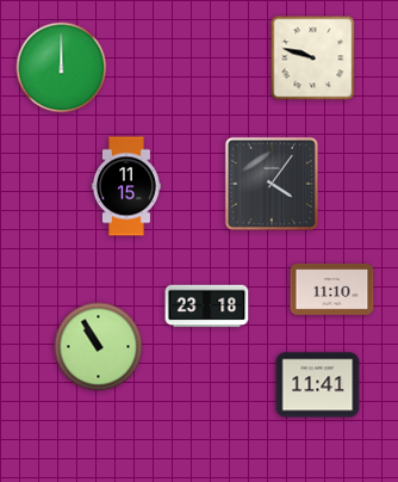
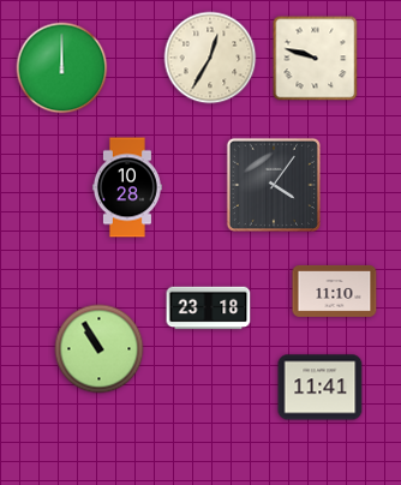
clock at (210, 58): none -> 12:35
clock at (126, 186): 11:15 -> 10:28
